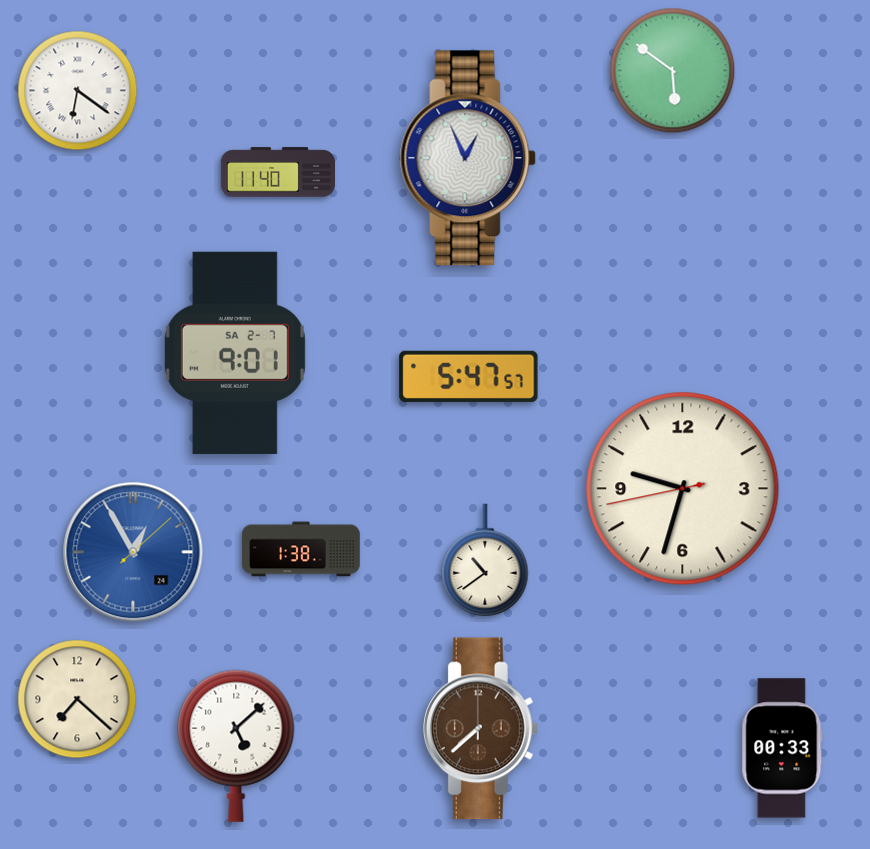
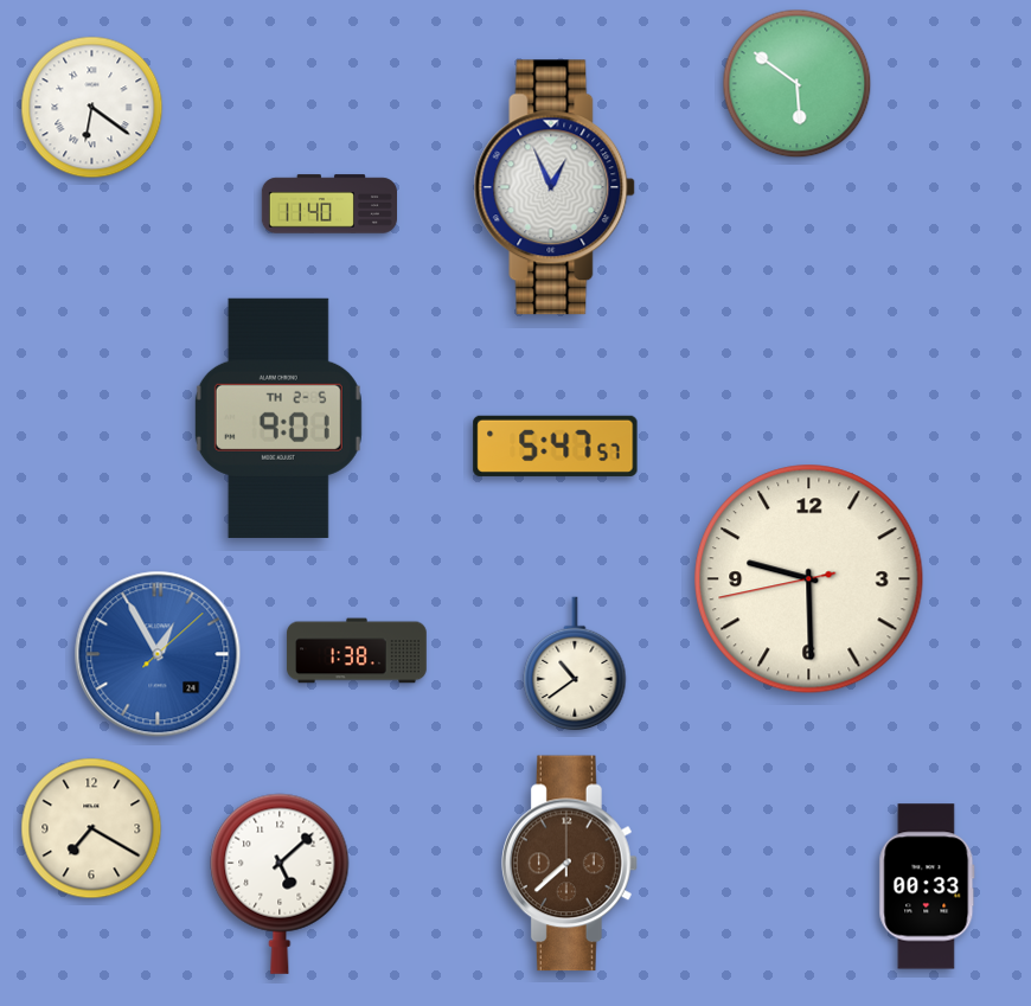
clock at (235, 353) date: SA 2-7 -> TH 2-5
clock at (683, 489): 9:32 -> 9:29
clock at (77, 699): 7:22 -> 7:20
